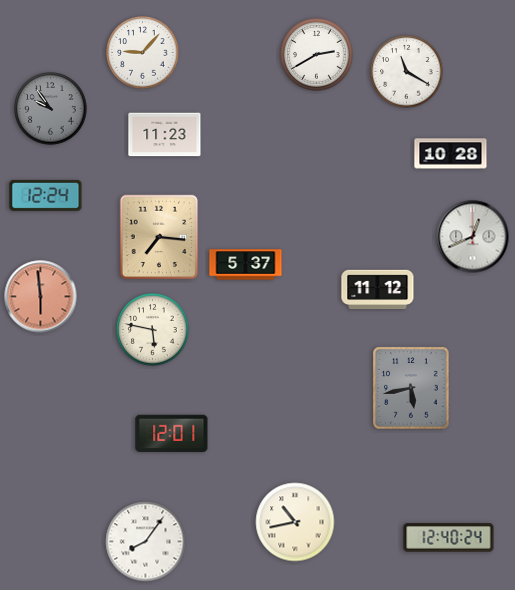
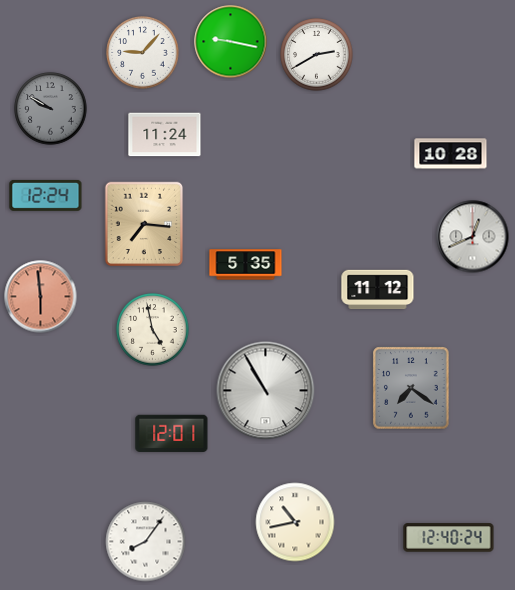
clock at (231, 42): none -> 9:17
clock at (407, 72): 11:20 -> none
clock at (51, 109): 9:54 -> 9:50
clock at (165, 135): 11:23 -> 11:24
clock at (159, 237) position: (159, 237) -> (144, 224)
clock at (246, 265): 5:37 -> 5:35
clock at (153, 330): 5:47 -> 4:58
clock at (411, 388): 5:43 -> 7:21
clock at (266, 391): none -> 10:55
